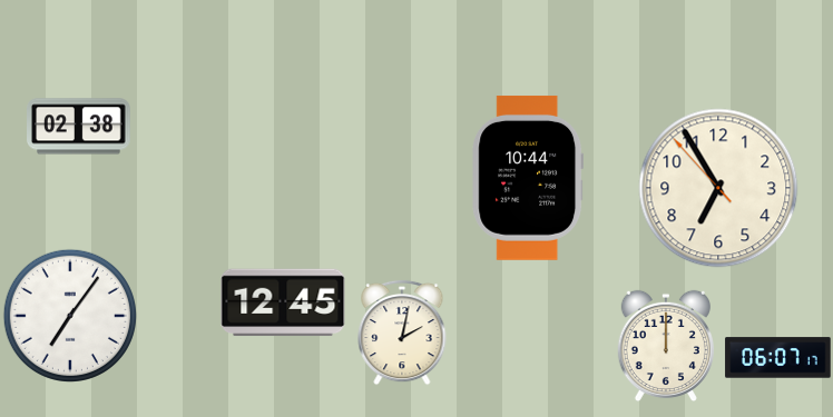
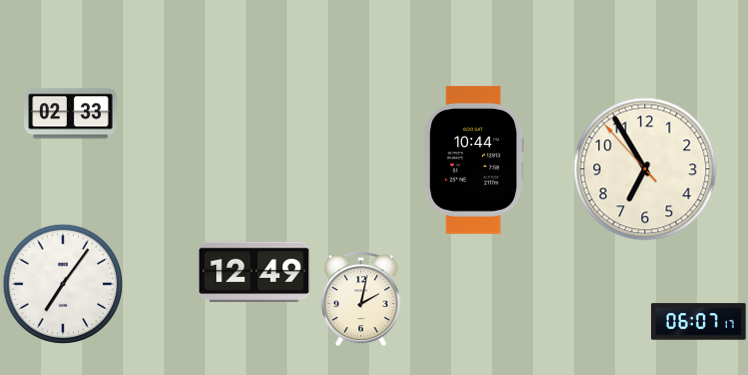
clock at (79, 127): 02:38 -> 02:33
clock at (283, 302): 12:45 -> 12:49
clock at (666, 346): 12:00 -> none
